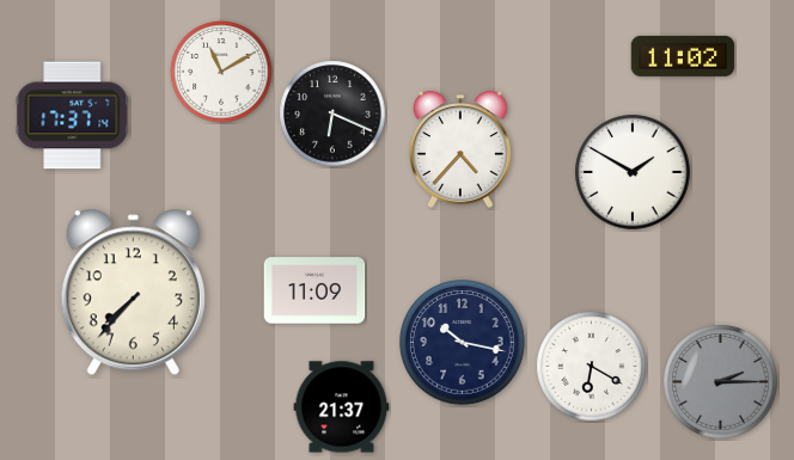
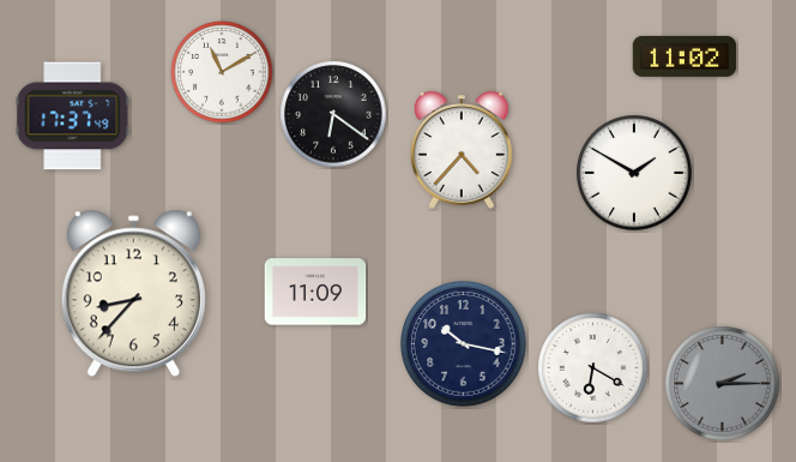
clock at (332, 114): 6:19 -> 6:21
clock at (73, 116): 17:37:14 -> 17:37:49
clock at (133, 293): 7:37 -> 8:37
clock at (342, 407): 21:37 -> none
